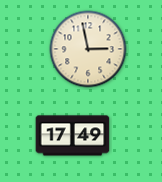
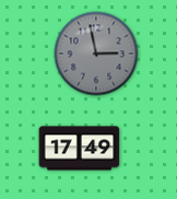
clock at (88, 49) dial: cream -> grey
